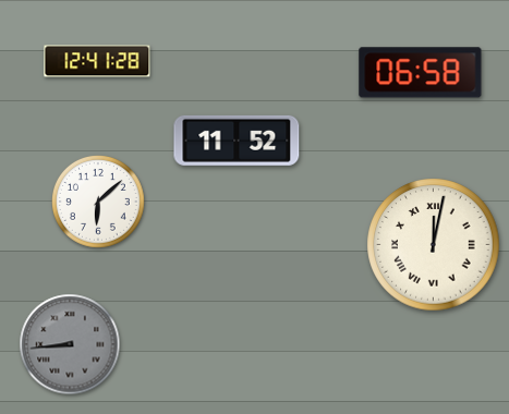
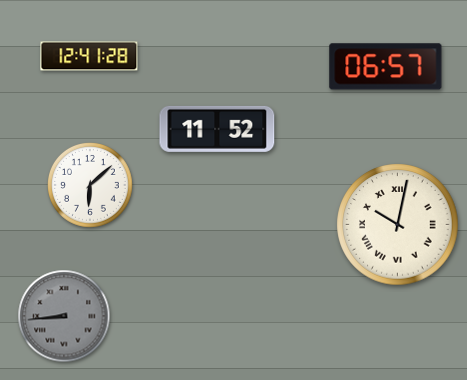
clock at (421, 73): 06:58 -> 06:57
clock at (434, 245): 12:02 -> 10:02
